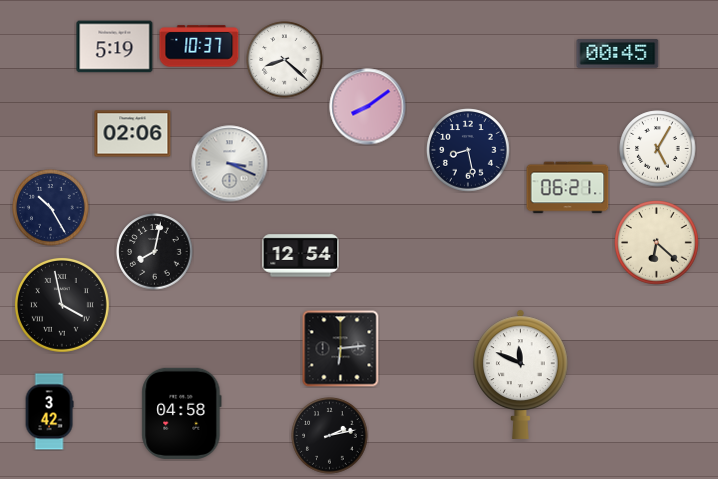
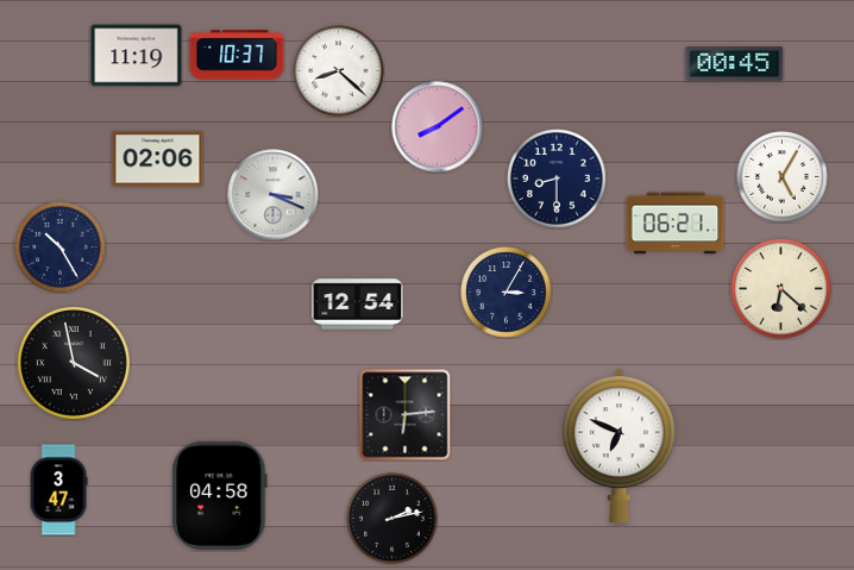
clock at (115, 47): 5:19 -> 11:19
clock at (468, 150): 8:28 -> 8:30
clock at (507, 293): none -> 3:05
clock at (155, 252): 8:02 -> none
clock at (521, 374): 11:49 -> 6:49
clock at (49, 412): 3:42 -> 3:47
clock at (182, 413) position: (182, 413) -> (220, 495)
